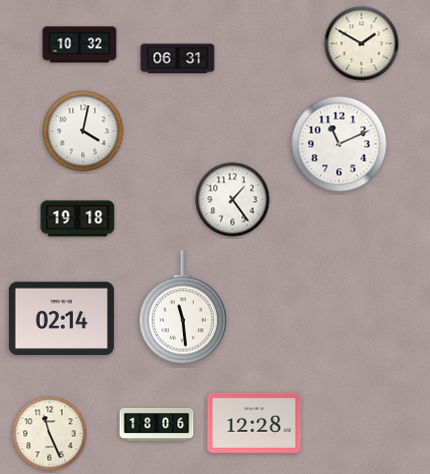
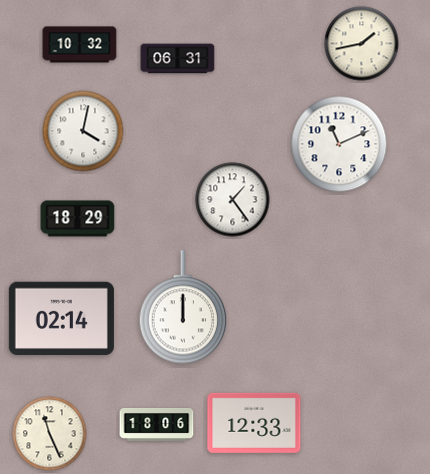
clock at (362, 44): 1:50 -> 1:43
clock at (78, 219): 19:18 -> 18:29
clock at (183, 307): 11:29 -> 12:00
clock at (254, 423): 12:28 -> 12:33
